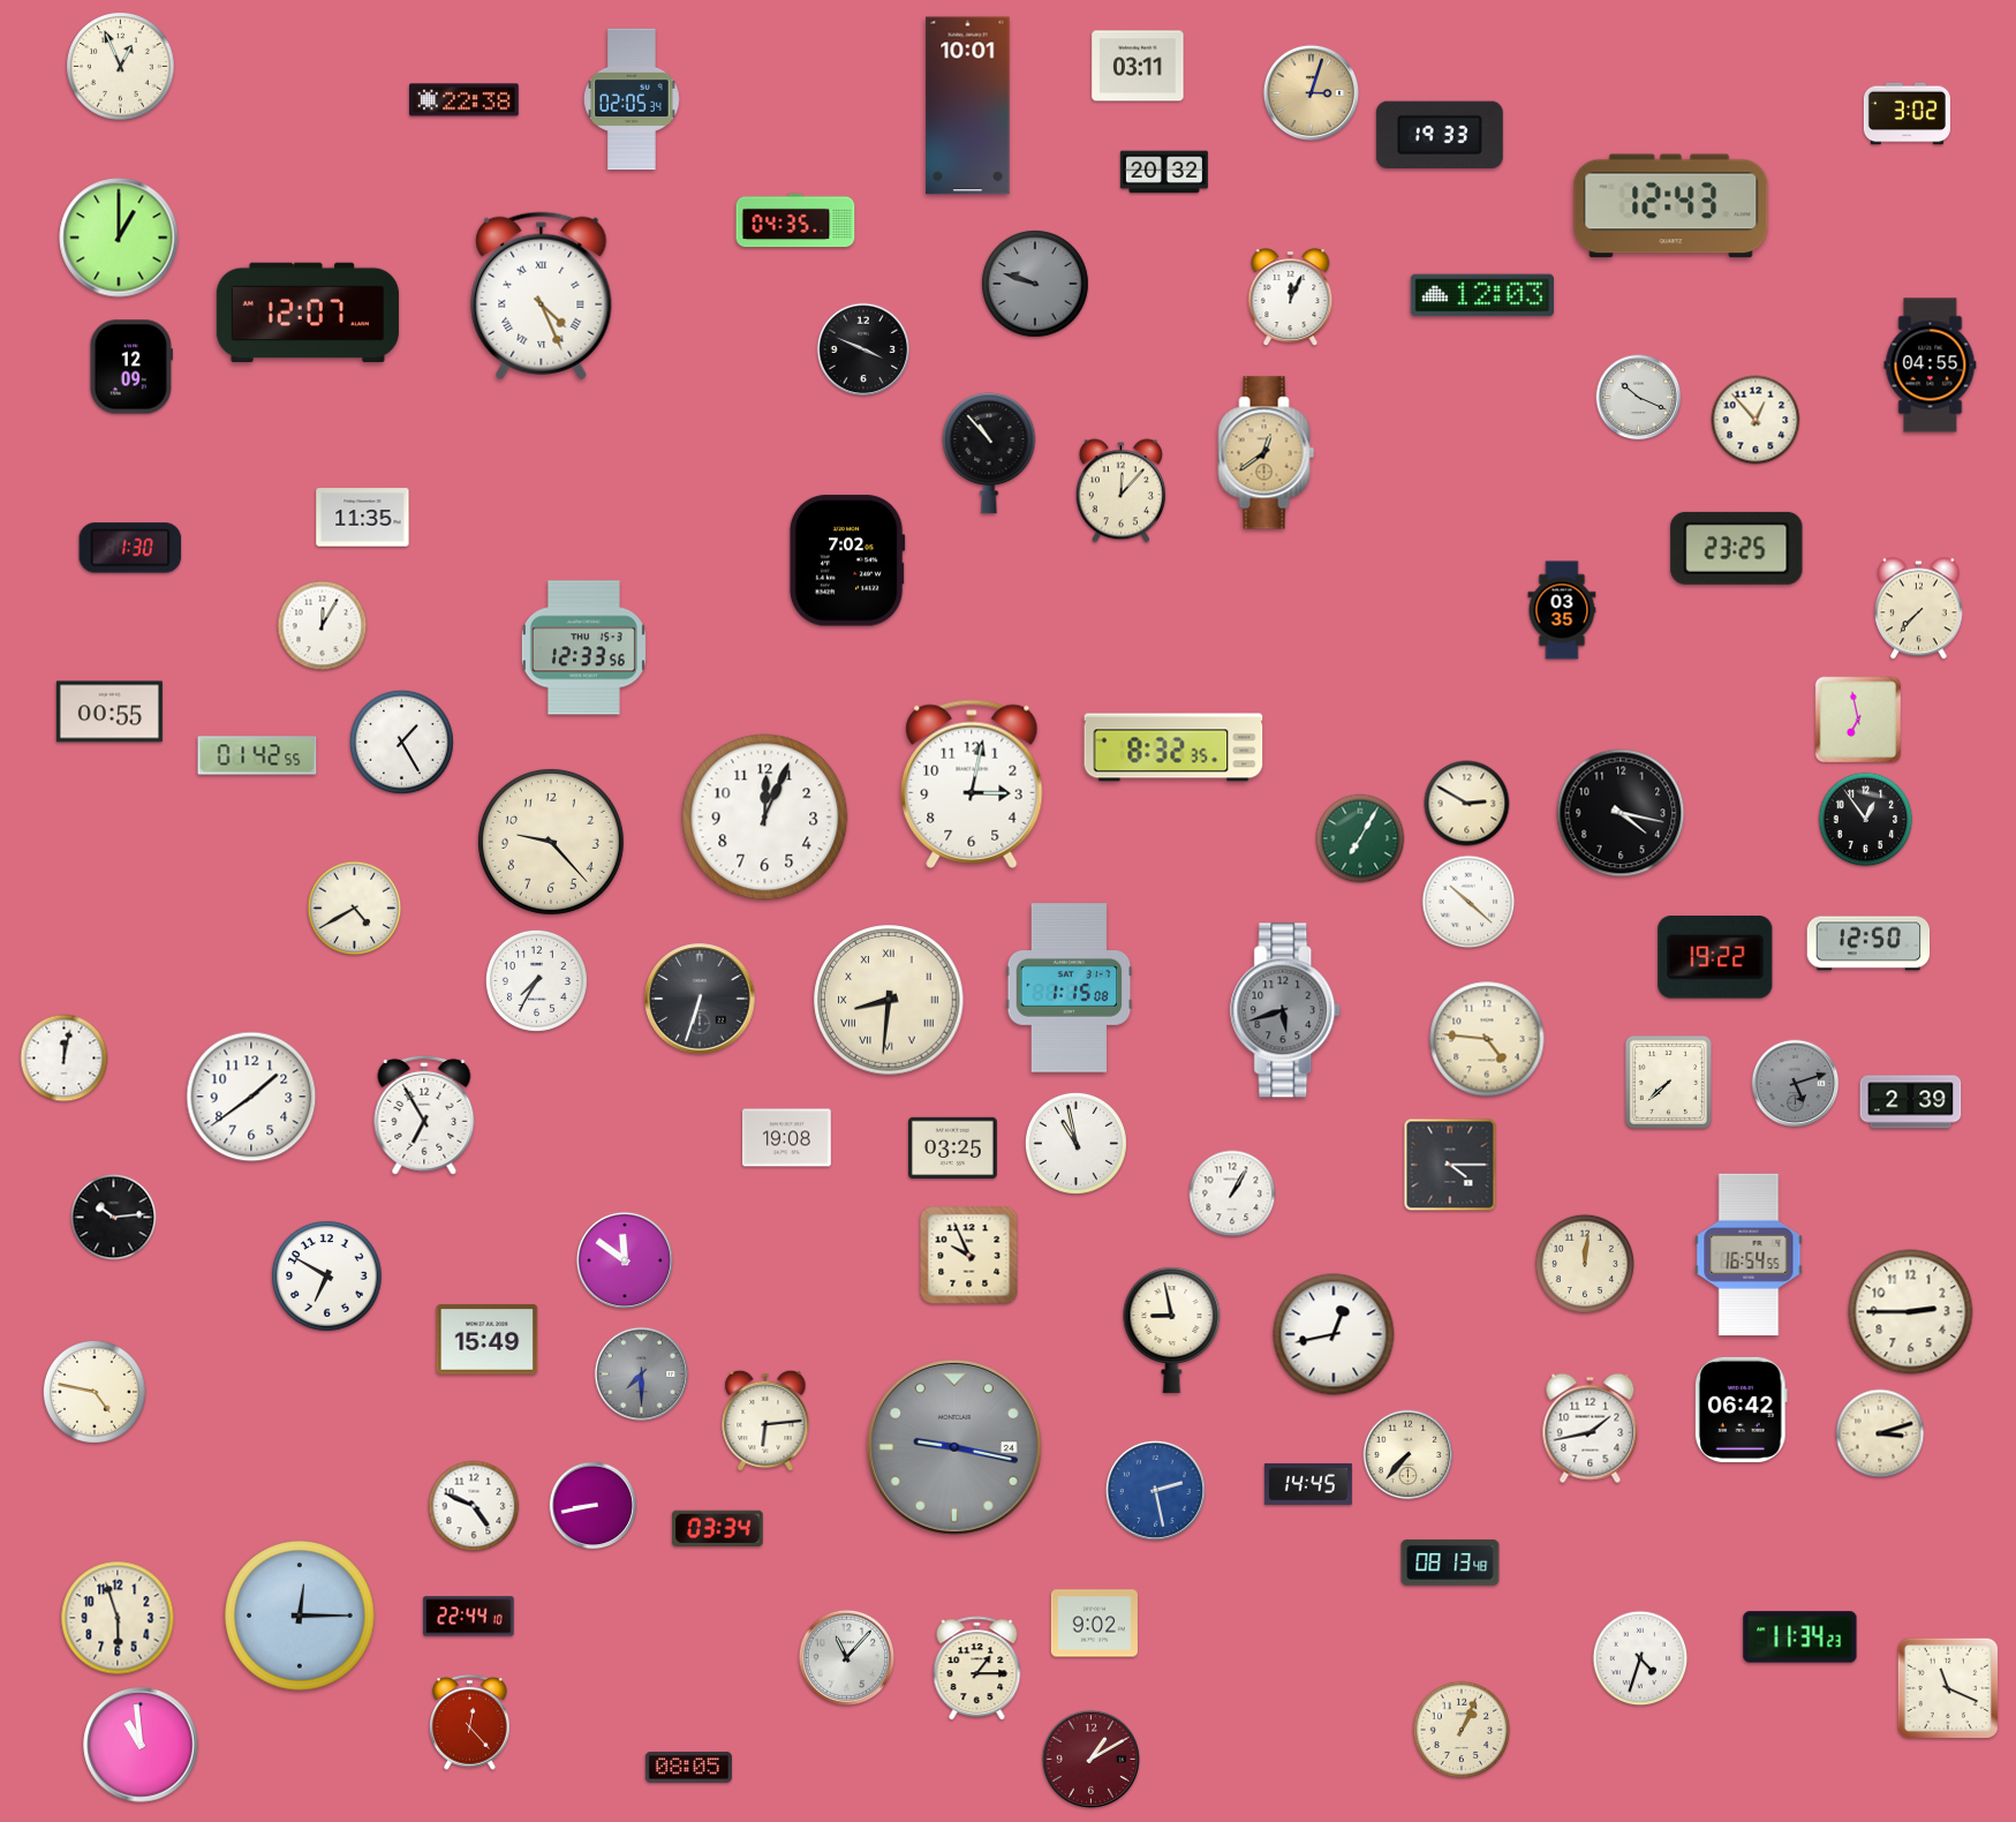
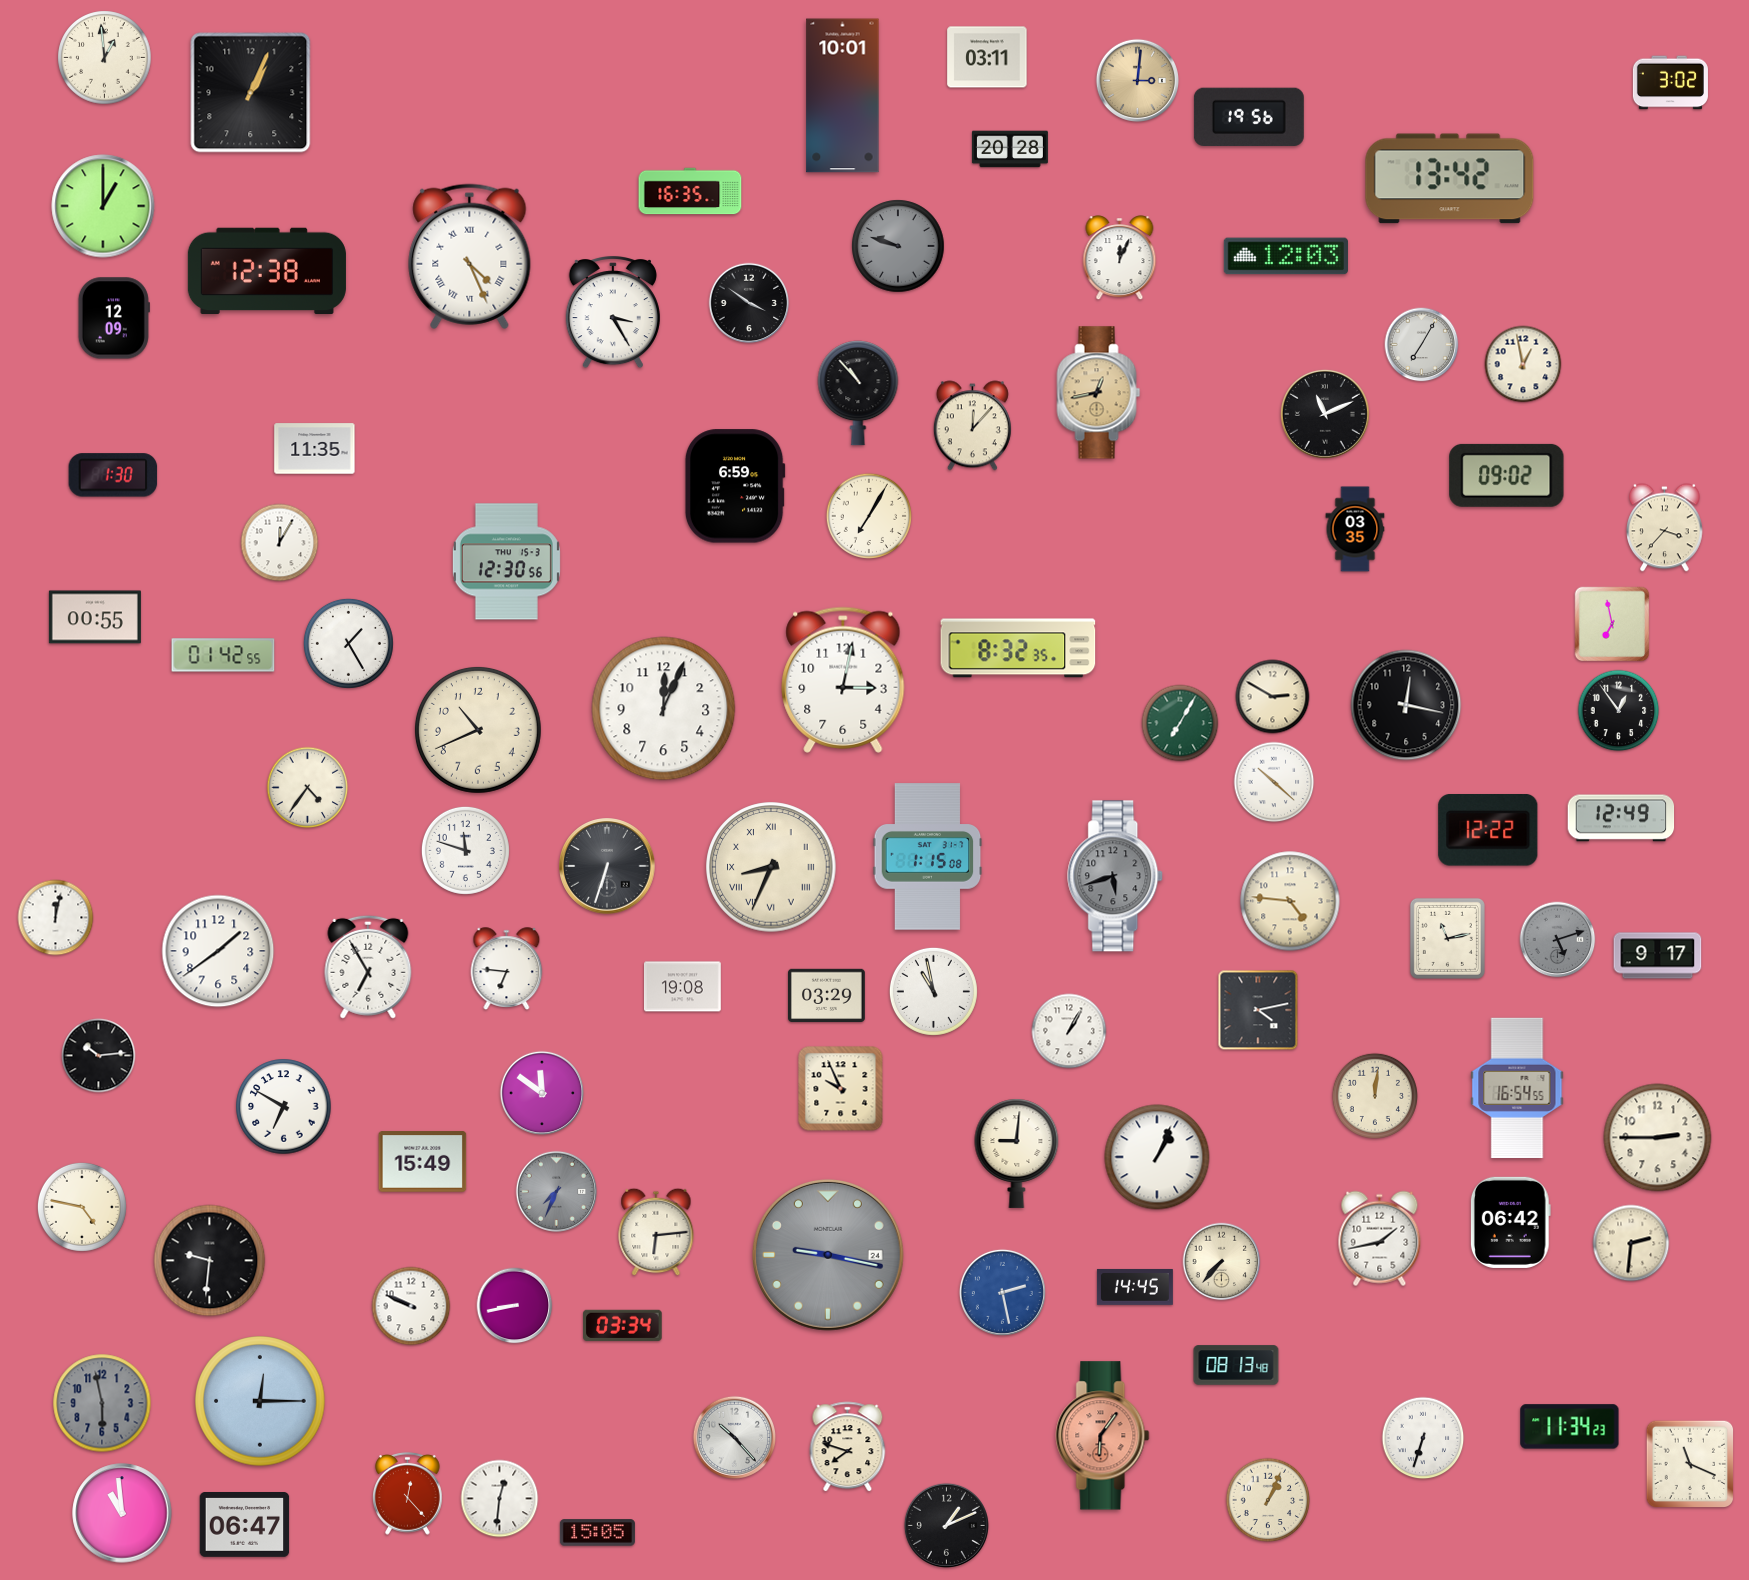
clock at (121, 67): 12:56 -> 12:59
clock at (1311, 92): 3:03 -> 3:01
clock at (633, 99): 02:05 -> none
clock at (465, 100): 22:38 -> none
clock at (968, 106) position: (968, 106) -> (843, 96)
clock at (251, 93): none -> 1:04
clock at (1906, 114) position: (1906, 114) -> (1670, 83)
clock at (1440, 134): 19:33 -> 19:56
clock at (1164, 172): 20:32 -> 20:28
clock at (1671, 206): 12:43 -> 13:42
clock at (795, 220): 04:35 -> 16:35
clock at (308, 313): 12:07 -> 12:38
clock at (863, 349): 3:49 -> 3:51
clock at (613, 313): none -> 3:25
clock at (1931, 366): 04:55 -> none
clock at (1639, 398): 10:19 -> 7:05
clock at (1755, 420): 12:53 -> 12:58
clock at (1267, 453): 12:39 -> 12:43
clock at (1325, 414): none -> 11:11
clock at (1737, 548): 23:25 -> 09:02
clock at (847, 560): 7:02 -> 6:59
clock at (868, 515): none -> 7:05
clock at (1919, 609): 7:37 -> 3:37
clock at (583, 648): 12:33 -> 12:30
clock at (1621, 813): 4:17 -> 12:17
clock at (1360, 838) position: (1360, 838) -> (1180, 723)
clock at (551, 842): 9:23 -> 10:41
clock at (355, 909): 4:40 -> 4:36
clock at (1868, 943): 12:50 -> 12:49
clock at (1715, 958): 19:22 -> 12:22
clock at (536, 980): 7:35 -> 11:48
clock at (889, 1000): 8:31 -> 8:34
clock at (1668, 1082): 7:38 -> 11:13
clock at (1911, 1102): 2:39 -> 9:17
clock at (507, 969): none -> 6:46
clock at (953, 1147): 03:25 -> 03:29
clock at (1450, 1165): 4:15 -> 4:13
clock at (1232, 1194) position: (1232, 1194) -> (1069, 1031)
clock at (1172, 1330): 8:58 -> 9:01
clock at (1334, 1334): 12:43 -> 1:04
clock at (642, 1375): 7:30 -> 7:34
clock at (765, 1421) position: (765, 1421) -> (656, 1232)
clock at (1880, 1433): 3:12 -> 2:31
clock at (210, 1261): none -> 9:31
clock at (474, 1506): 4:49 -> 9:49
clock at (1450, 1563) position: (1450, 1563) -> (1236, 1365)
clock at (469, 1617): 22:44 -> none
clock at (118, 1618): 5:57 -> 5:58
clock at (118, 1618) dial: cream -> grey
clock at (1094, 1624): 9:02 -> none
clock at (1800, 1637) position: (1800, 1637) -> (1570, 1427)
clock at (1103, 1436): none -> 6:06
clock at (846, 1657): 11:07 -> 10:23
clock at (1640, 1658): 4:33 -> 6:33
clock at (977, 1669): 1:15 -> 7:48
clock at (500, 1499): none -> 12:31
clock at (245, 1525): none -> 06:47
clock at (1090, 1759): 1:10 -> 1:11
clock at (1090, 1759) dial: burgundy -> black
clock at (688, 1768): 08:05 -> 15:05
